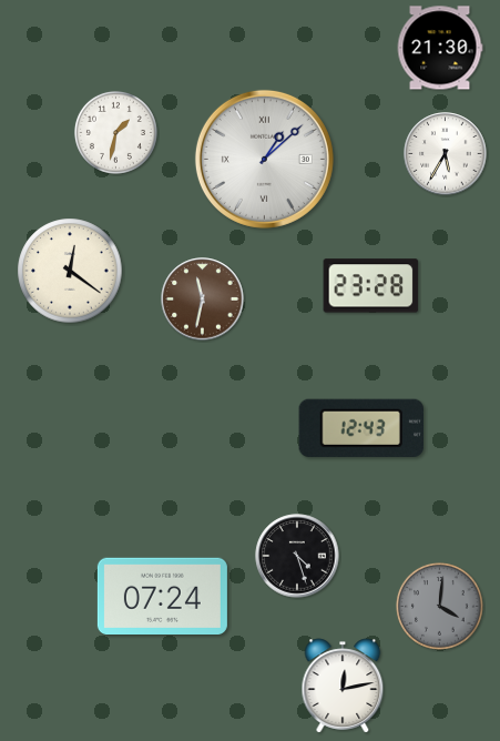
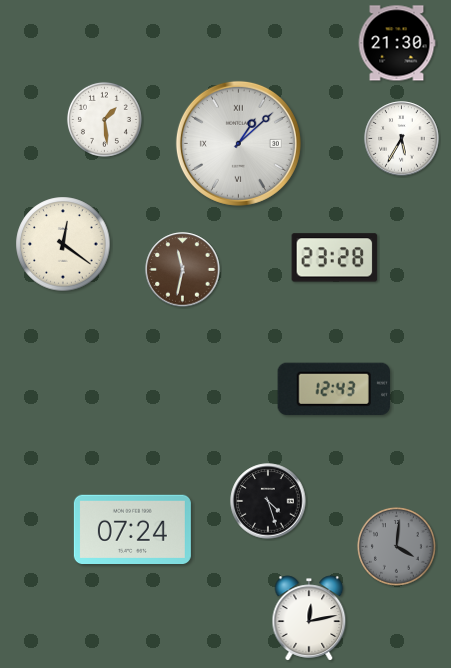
clock at (115, 132): 1:32 -> 1:29
clock at (360, 428) position: (360, 428) -> (333, 389)
clock at (162, 596) position: (162, 596) -> (132, 529)
